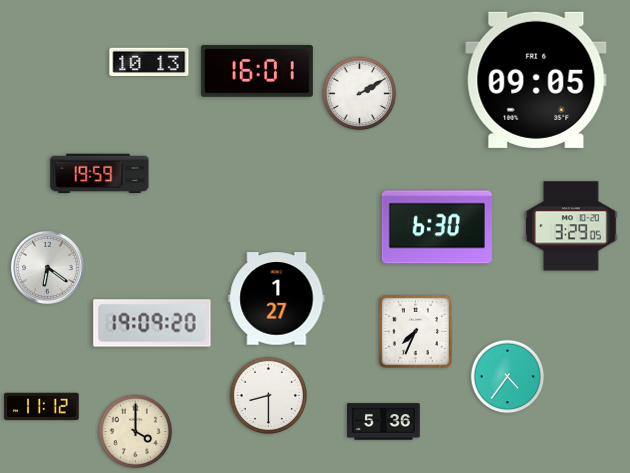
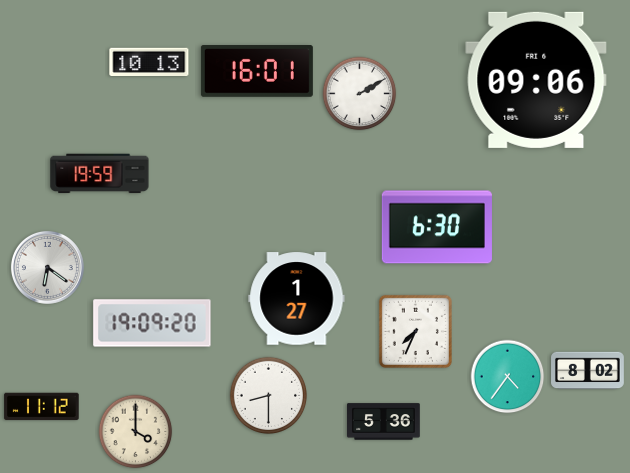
clock at (536, 80): 09:05 -> 09:06
clock at (572, 226): 3:29 -> none
clock at (277, 299) position: (277, 299) -> (297, 299)
clock at (588, 371): none -> 8:02
